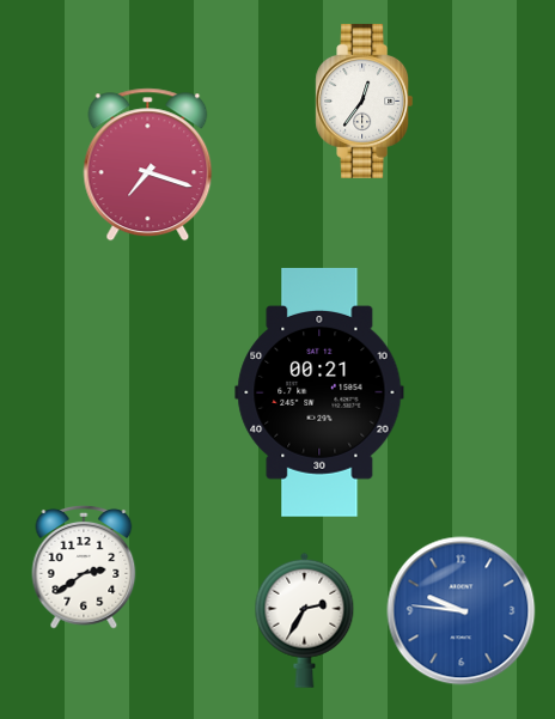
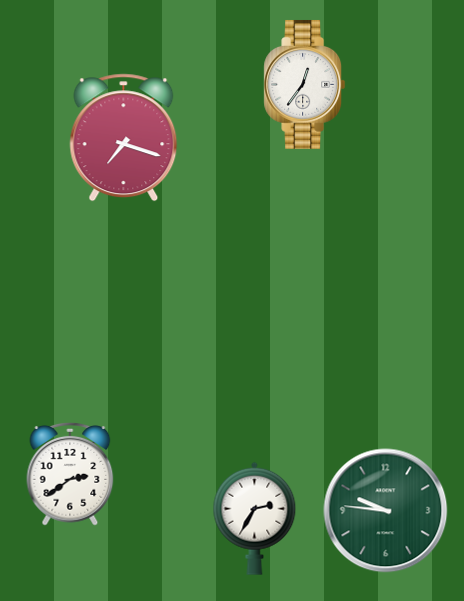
clock at (319, 392): 00:21 -> none
clock at (462, 611) dial: blue -> green
